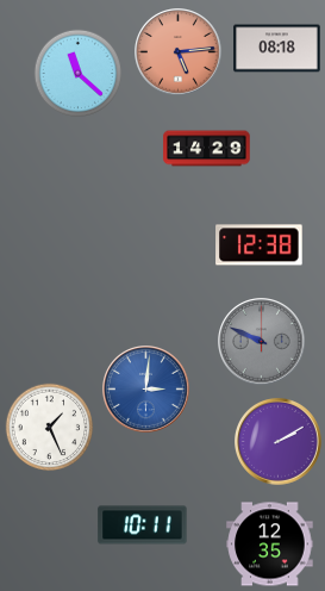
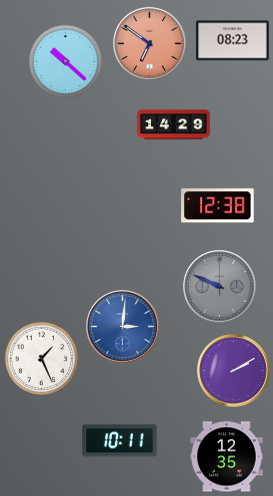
clock at (277, 49): 08:18 -> 08:23
clock at (179, 52): 5:14 -> 6:51
clock at (79, 74): 11:22 -> 10:22
